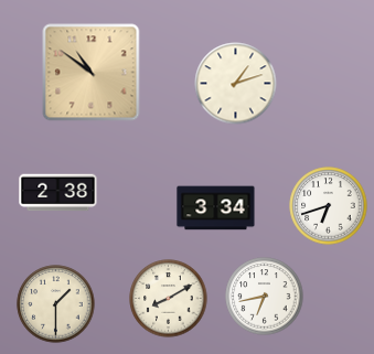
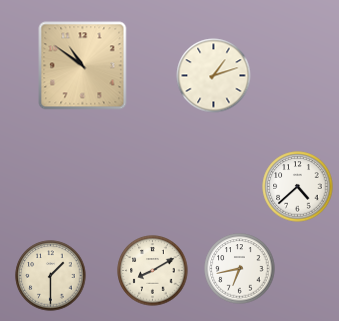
clock at (58, 193): 2:38 -> none
clock at (329, 206): 6:42 -> 4:38
clock at (216, 208): 3:34 -> none
